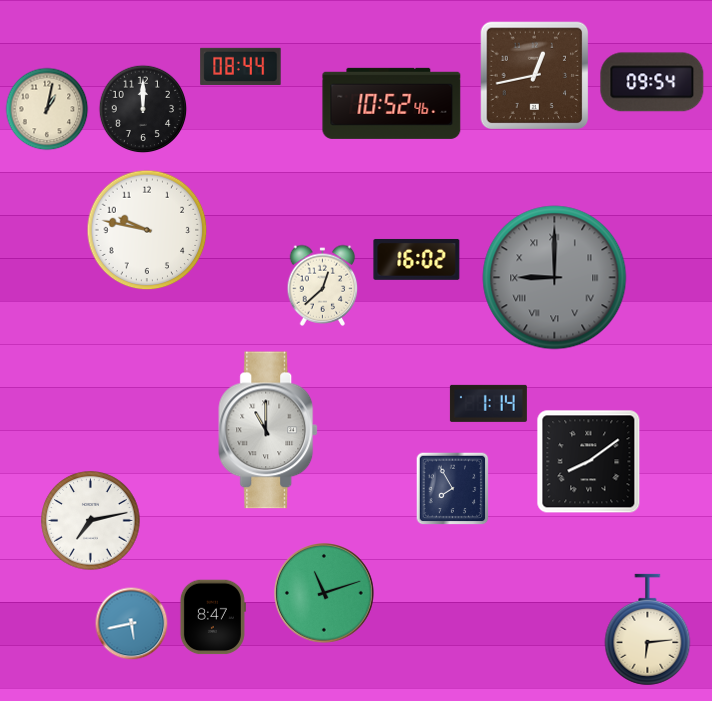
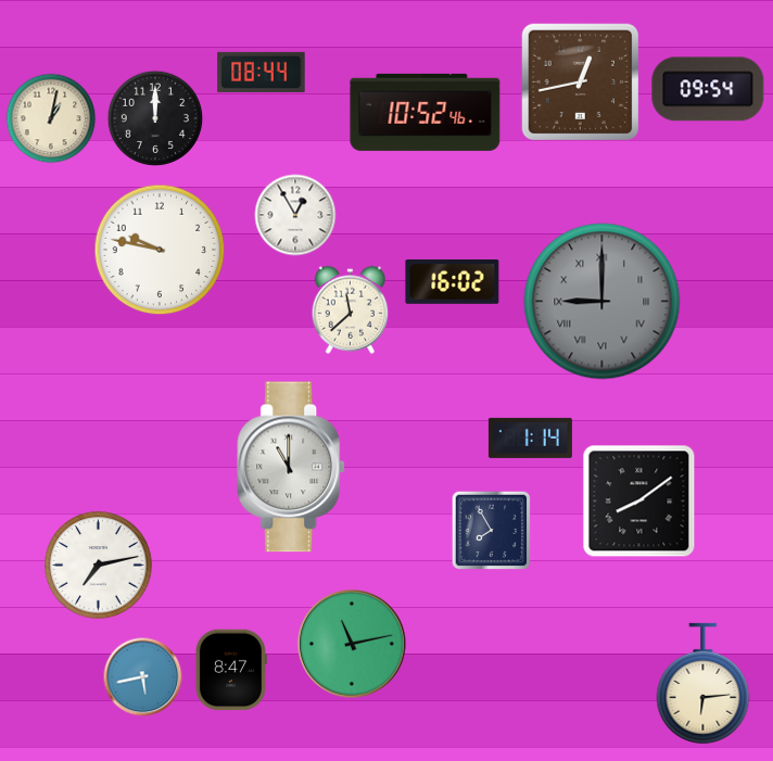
clock at (295, 215): none -> 12:55
clock at (323, 285): 12:38 -> 11:38
clock at (325, 594): 11:12 -> 11:13
